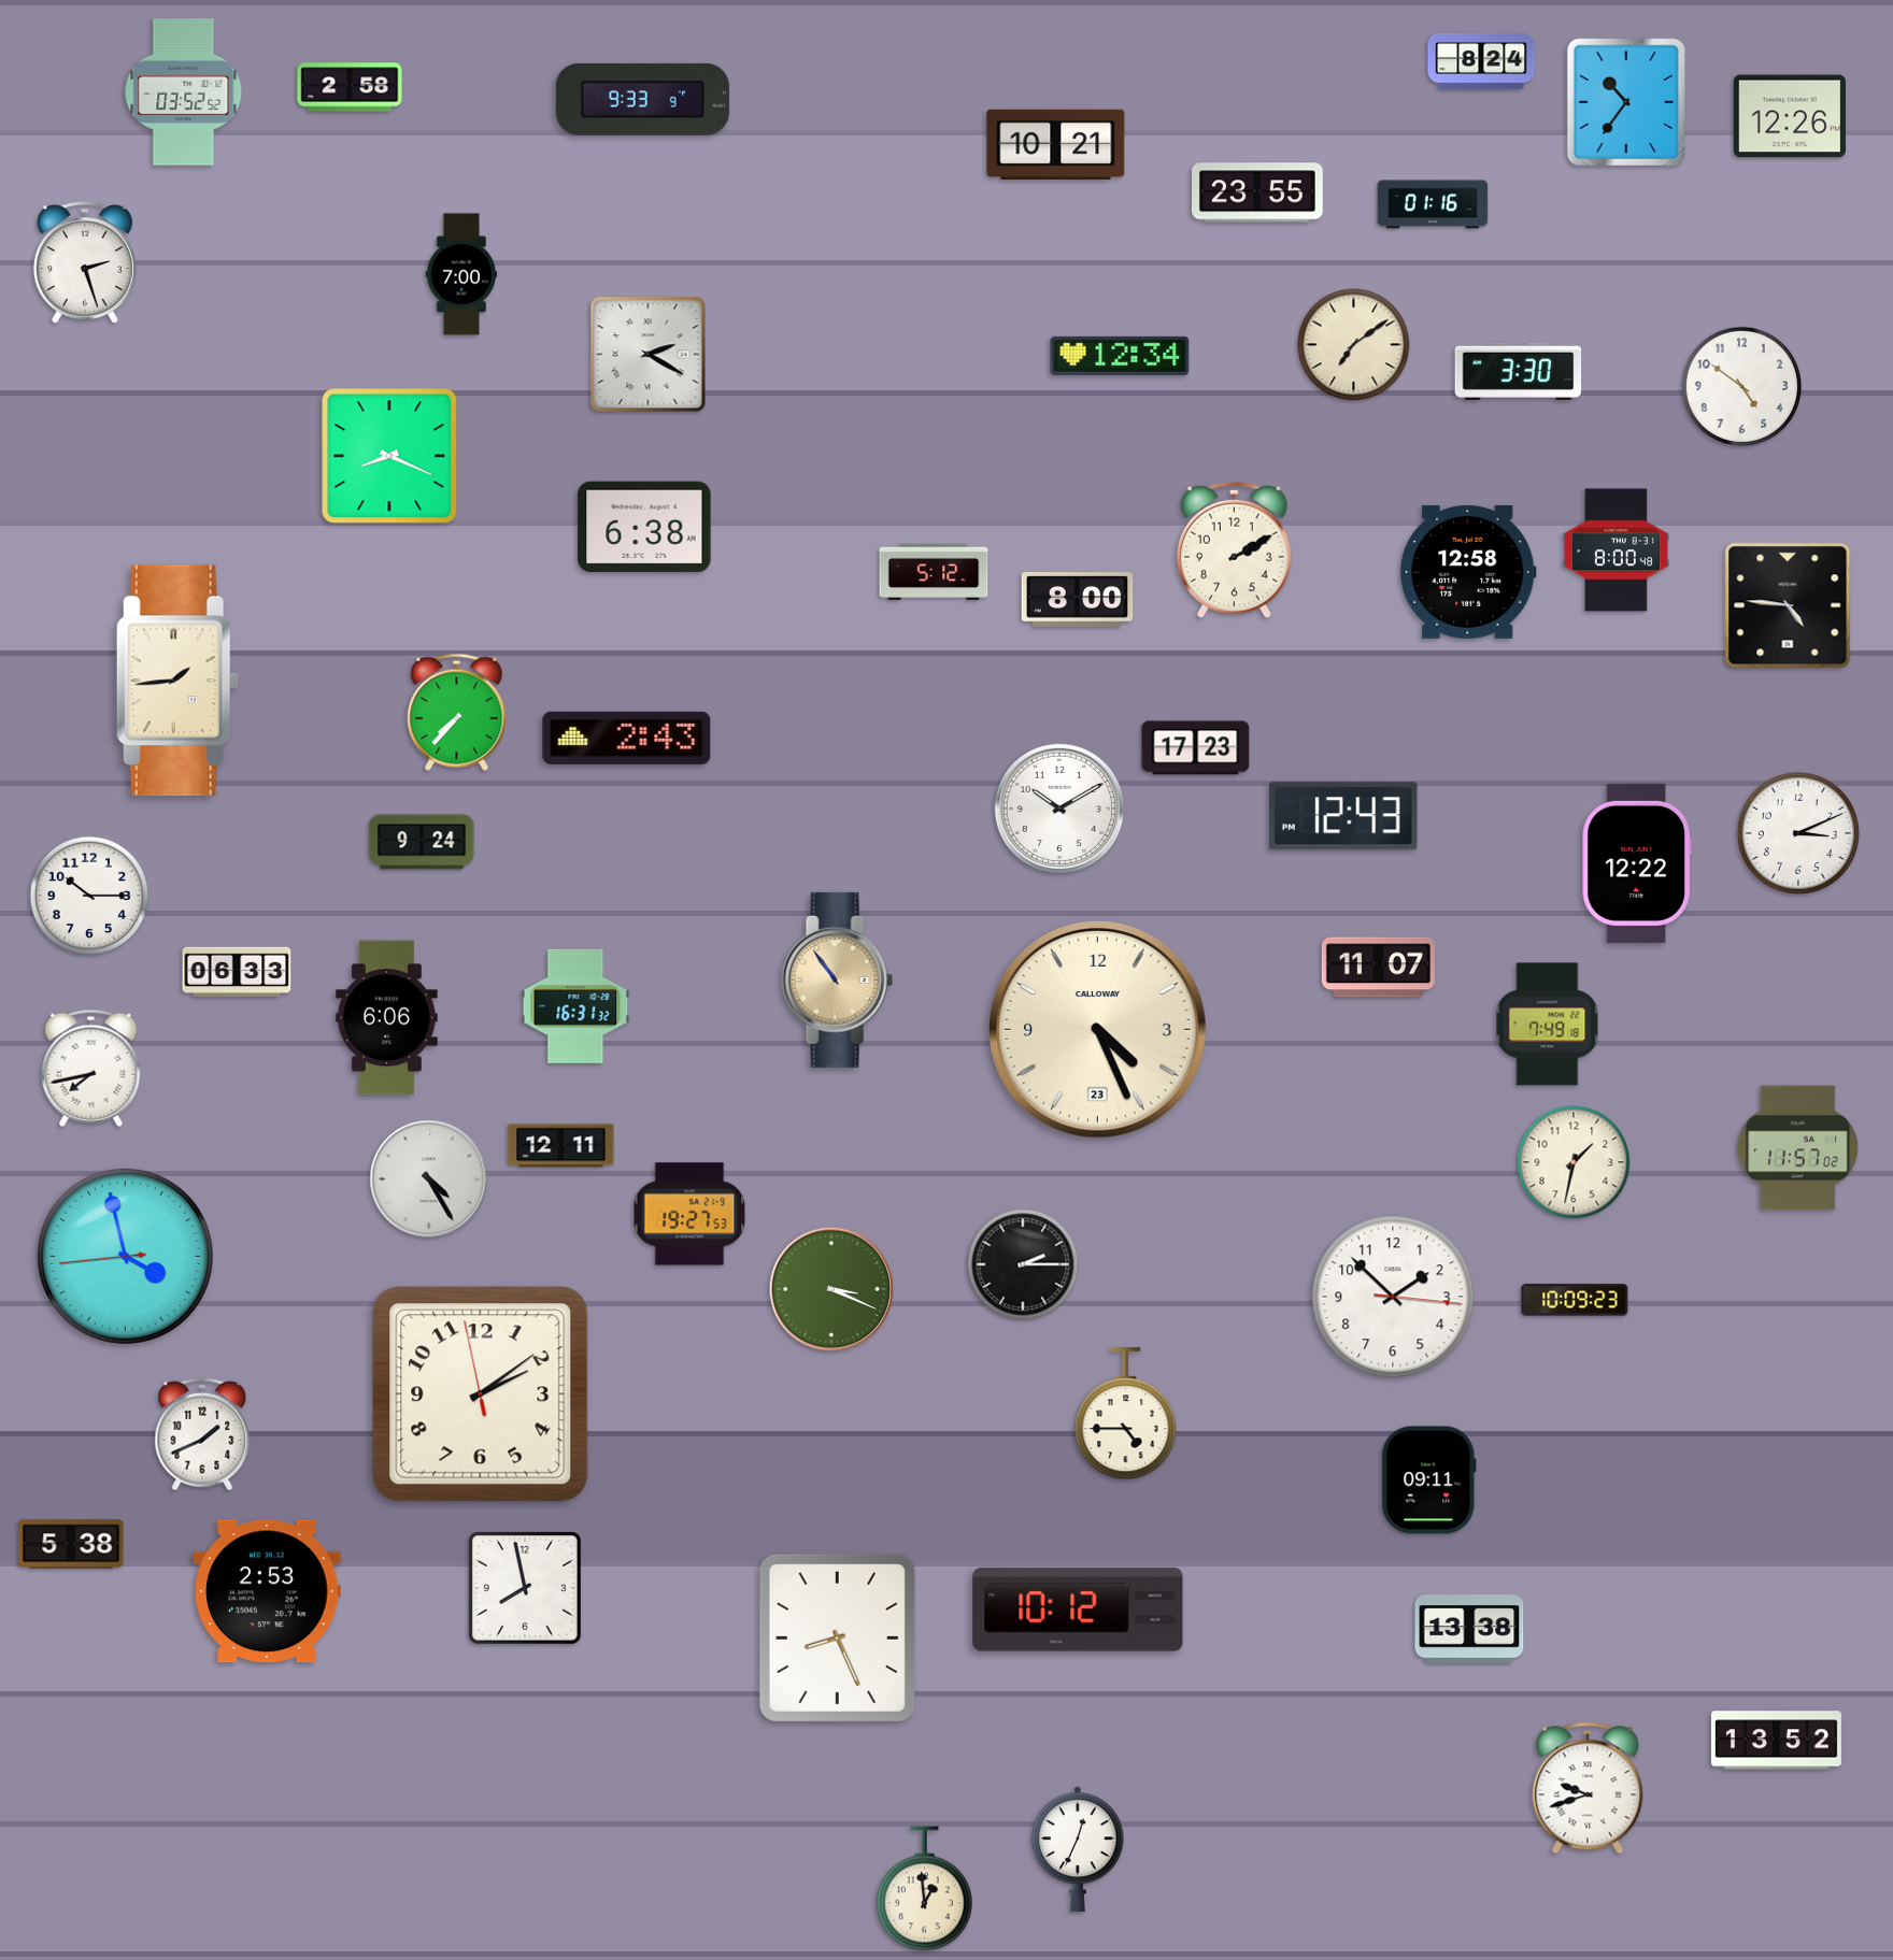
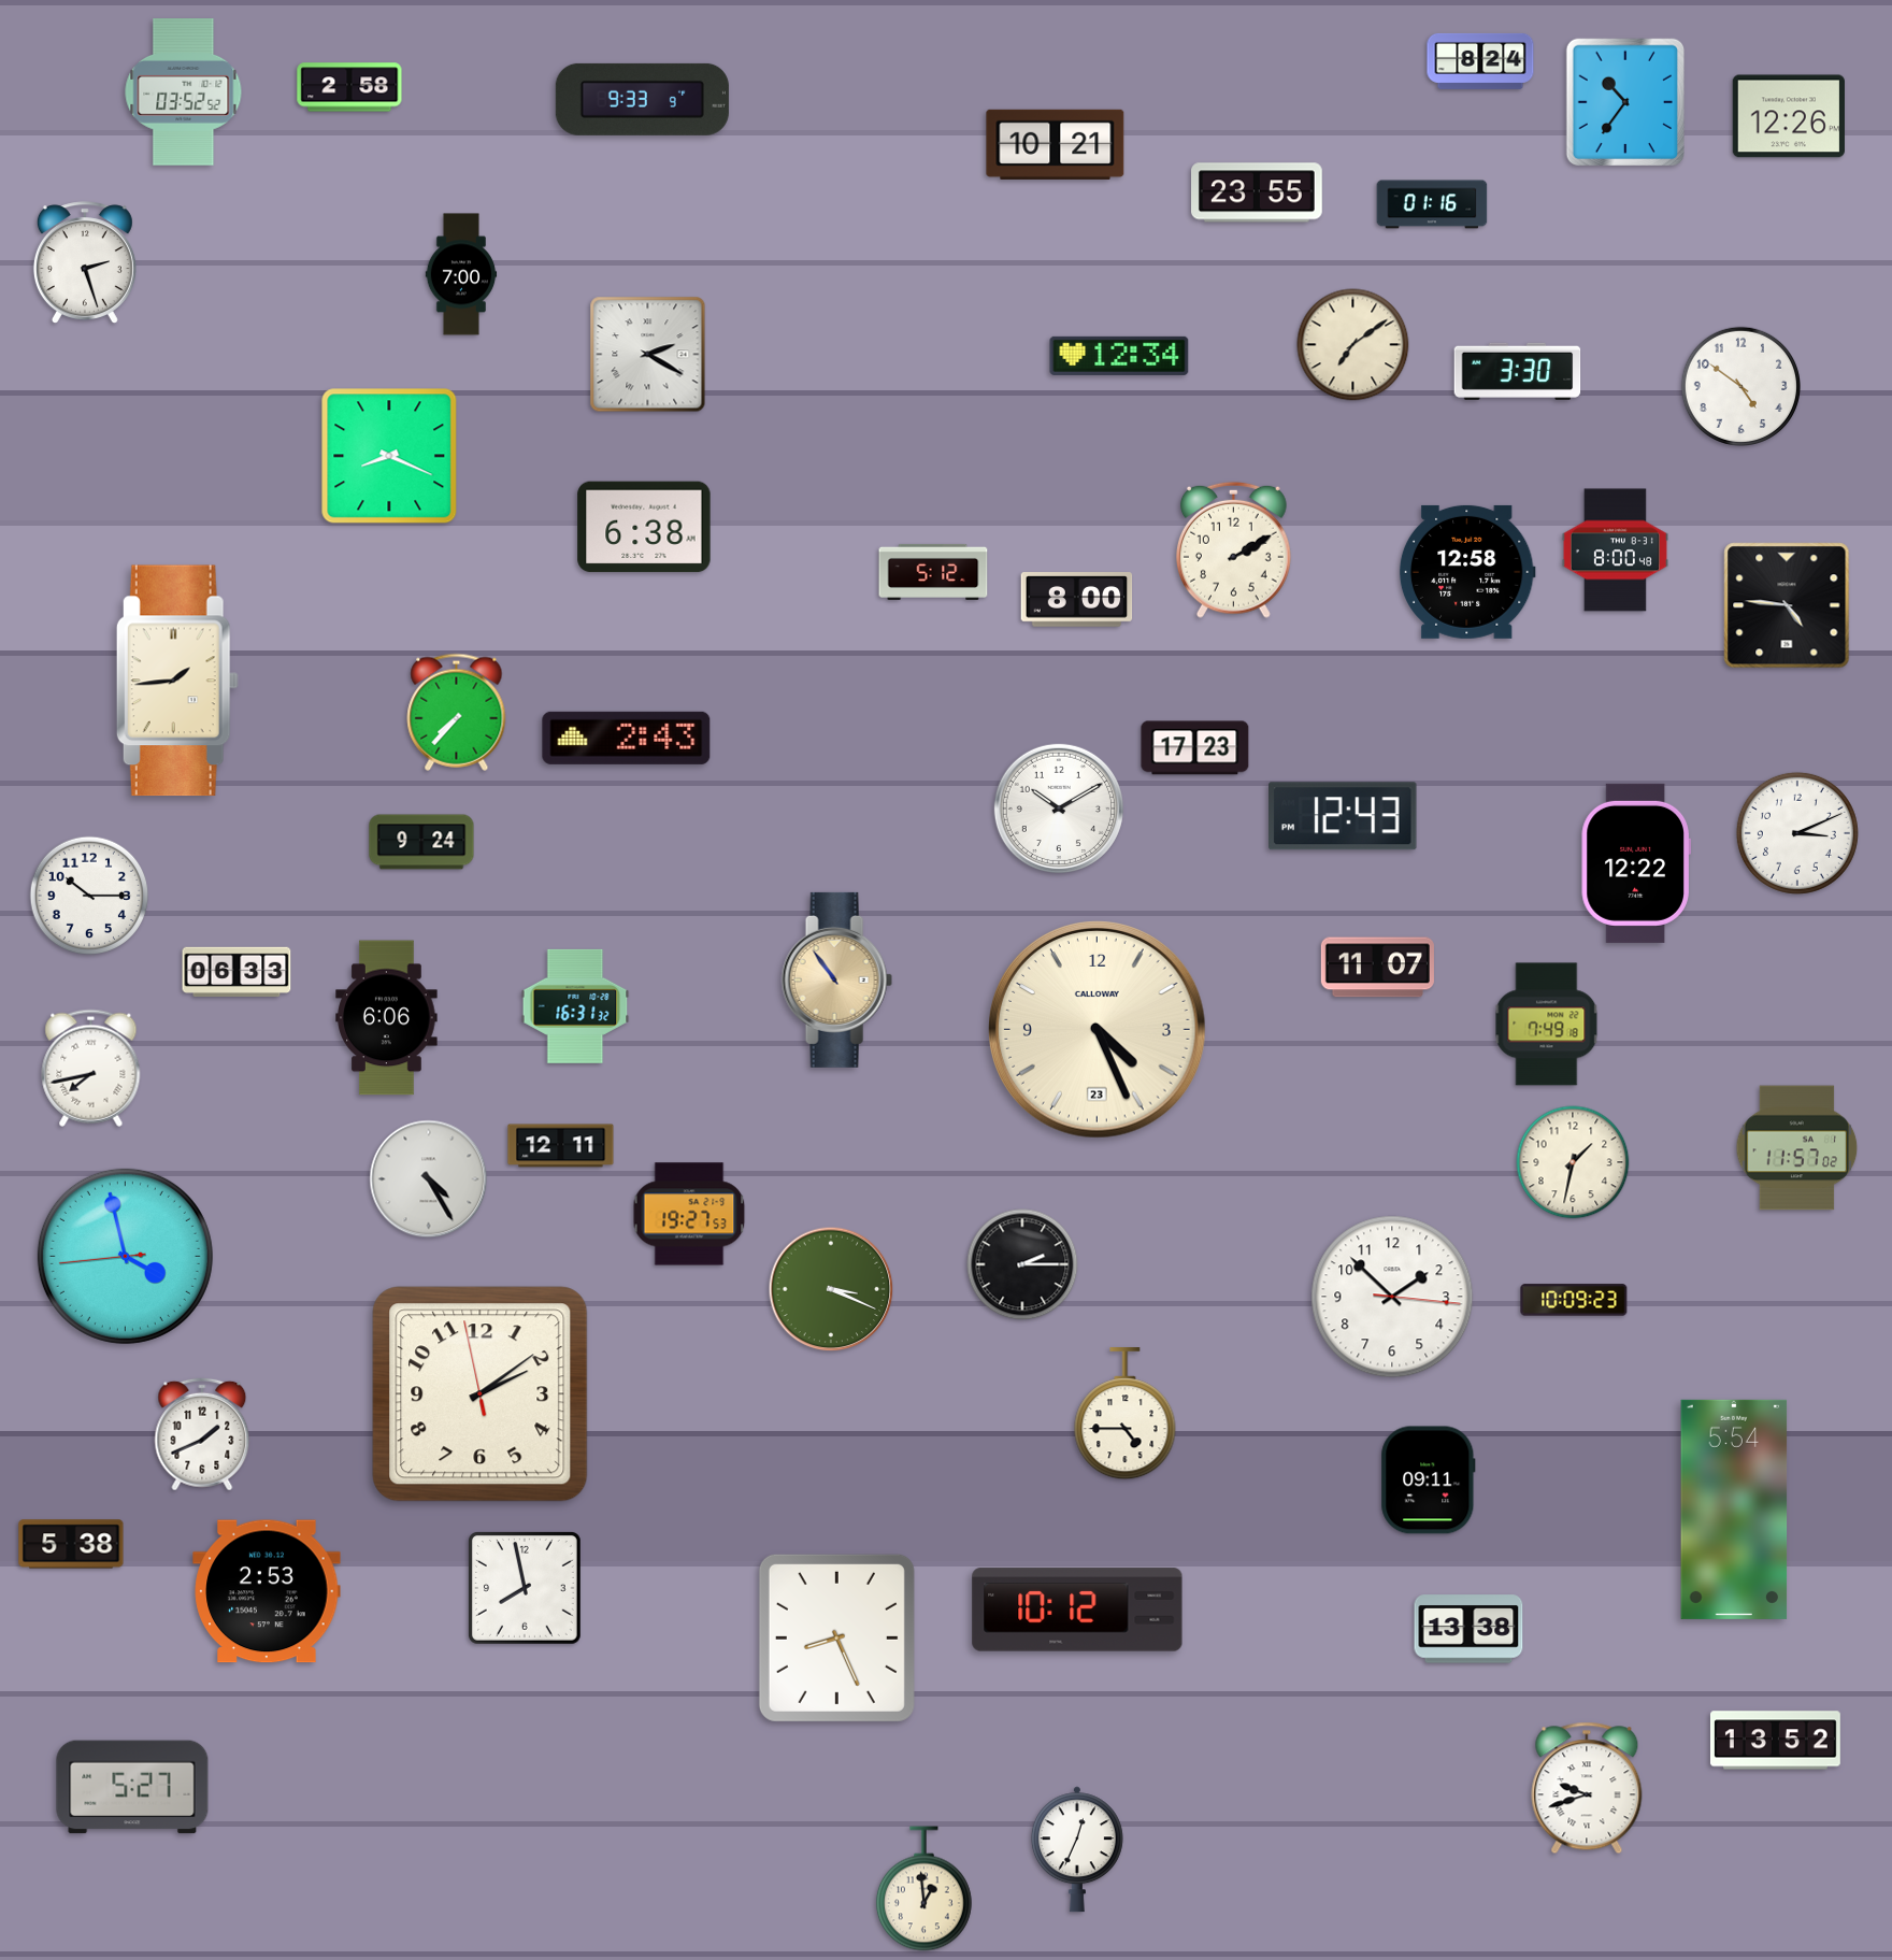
clock at (1734, 1510): none -> 5:54
clock at (132, 1787): none -> 5:27
